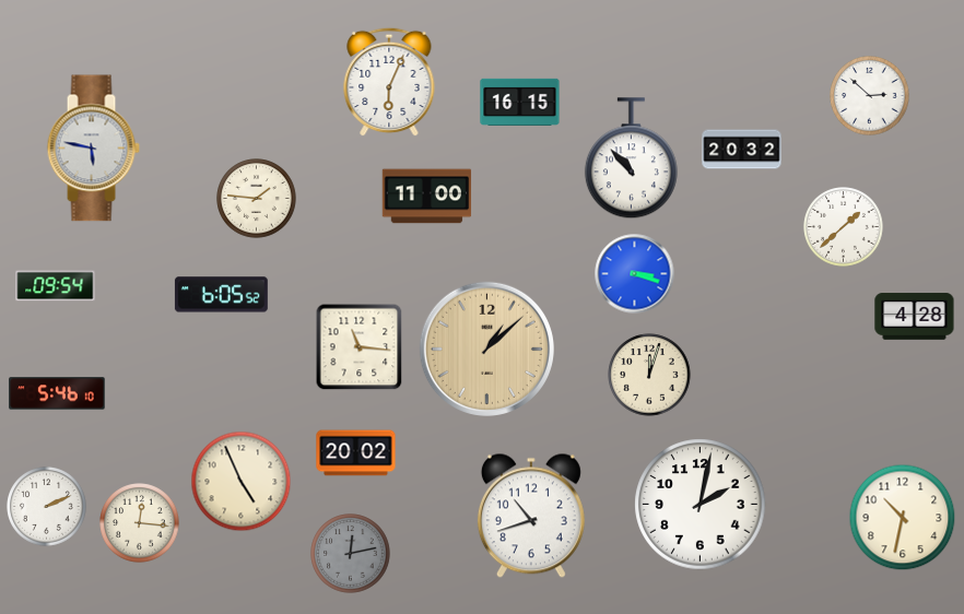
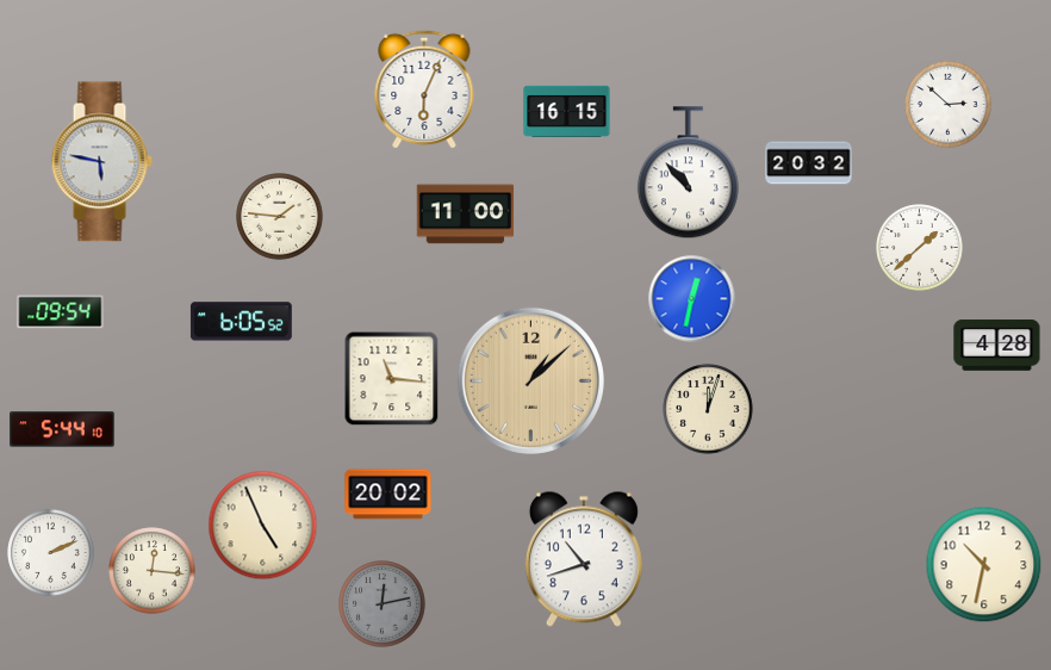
clock at (635, 274): 3:18 -> 12:32
clock at (57, 393): 5:46 -> 5:44
clock at (701, 505): 2:02 -> none
clock at (531, 516) position: (531, 516) -> (584, 559)
